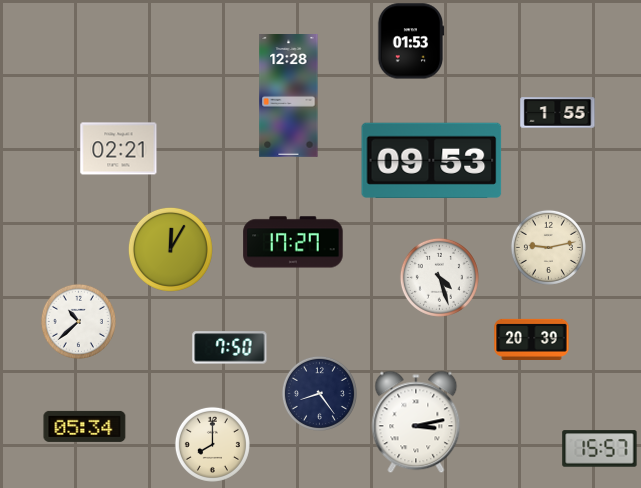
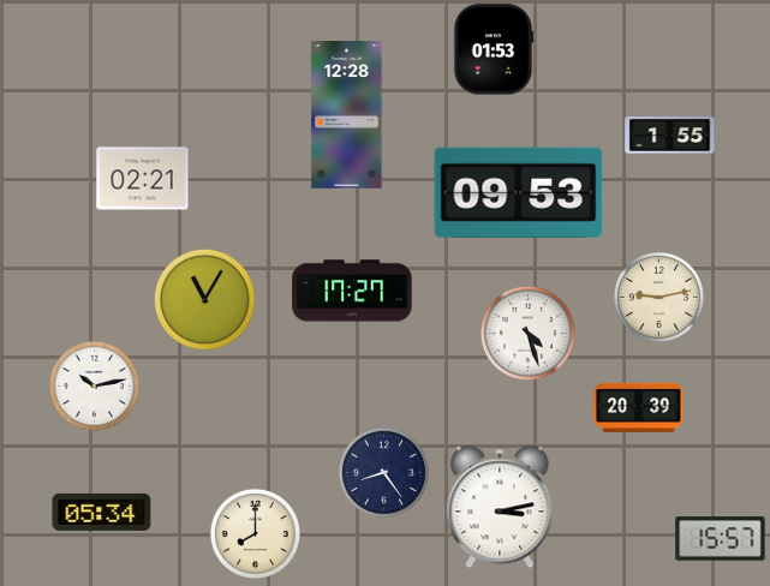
clock at (170, 249): 12:05 -> 11:05
clock at (78, 321): 10:38 -> 10:13
clock at (230, 348): 7:50 -> none
